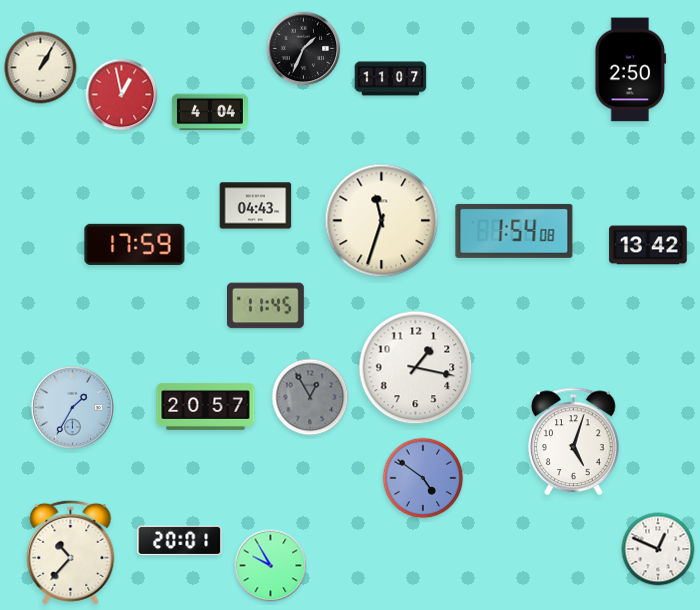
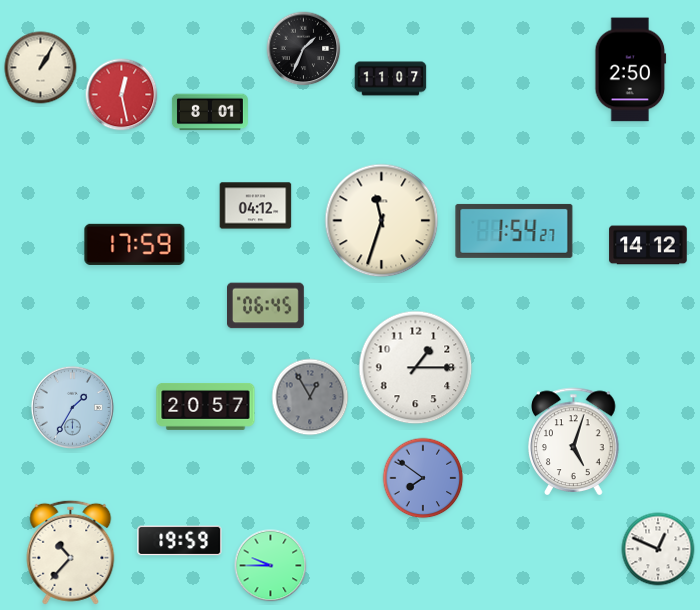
clock at (122, 95): 12:58 -> 12:28
clock at (210, 112): 4:04 -> 8:01
clock at (256, 206): 04:43 -> 04:12
clock at (514, 231): 1:54:08 -> 1:54:27
clock at (648, 245): 13:42 -> 14:12
clock at (266, 306): 11:45 -> 06:45
clock at (416, 368): 1:17 -> 1:15
clock at (423, 478): 4:51 -> 7:51
clock at (180, 541): 20:01 -> 19:59
clock at (271, 566): 9:55 -> 9:45
